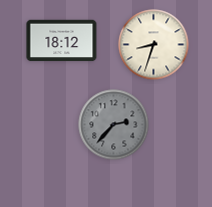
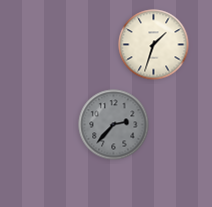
clock at (62, 41): 18:12 -> none
clock at (154, 45): 8:33 -> 1:33
